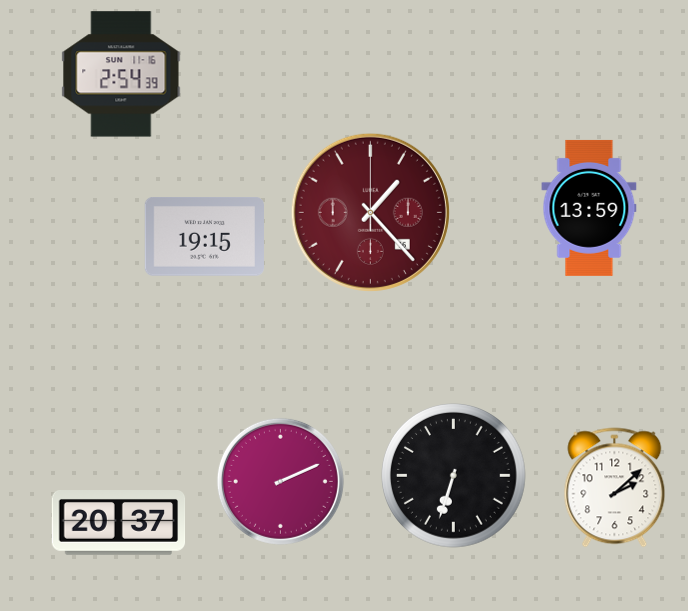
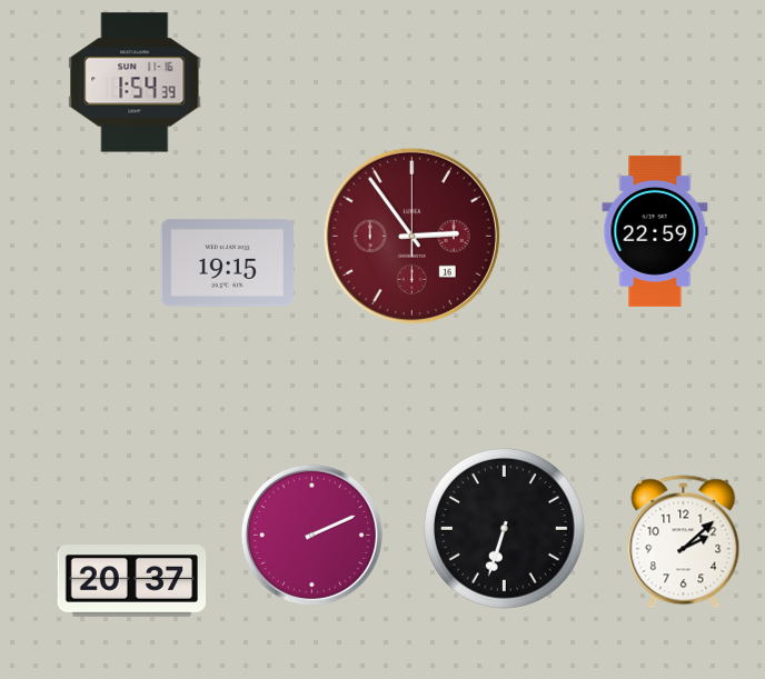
clock at (121, 74): 2:54 -> 1:54
clock at (589, 208): 13:59 -> 22:59
clock at (370, 212): 1:23 -> 2:54
